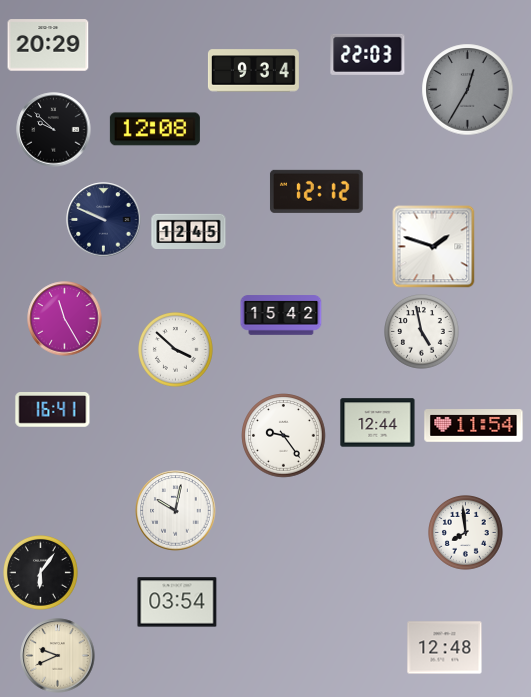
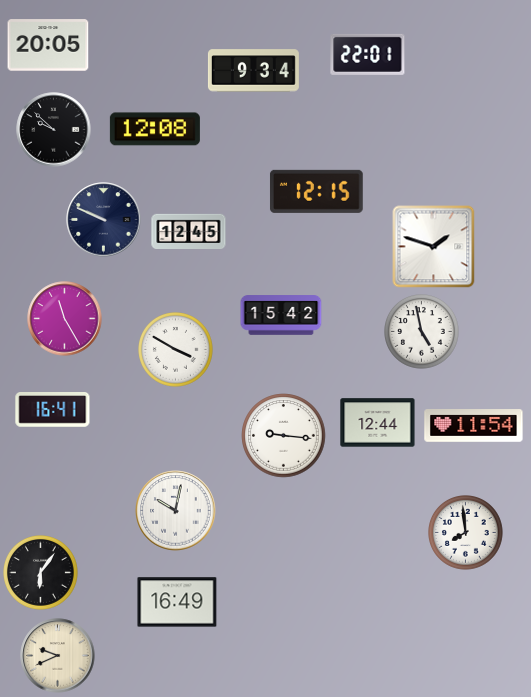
clock at (48, 45): 20:29 -> 20:05
clock at (368, 54): 22:03 -> 22:01
clock at (468, 90): 12:35 -> none
clock at (316, 191): 12:12 -> 12:15
clock at (176, 350): 3:52 -> 3:50
clock at (284, 436): 9:24 -> 9:16
clock at (177, 602): 03:54 -> 16:49
clock at (445, 648): 12:48 -> none
